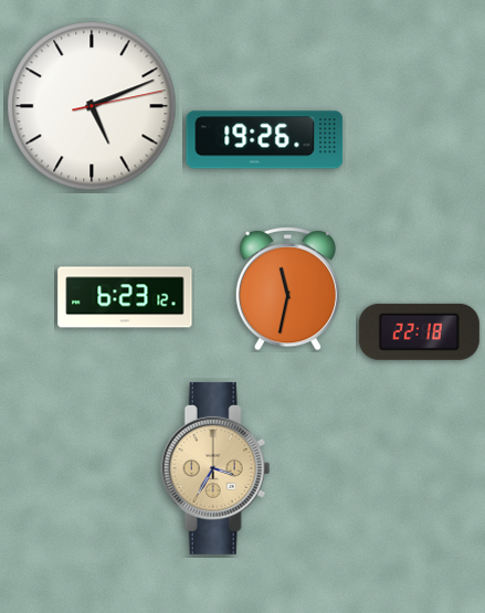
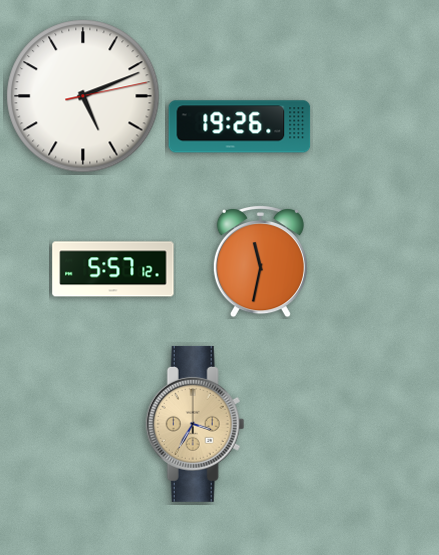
clock at (125, 297): 6:23 -> 5:57
clock at (419, 331): 22:18 -> none
